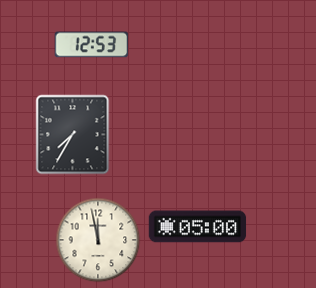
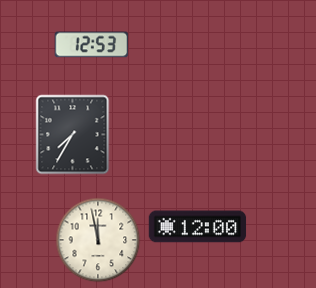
clock at (198, 227): 05:00 -> 12:00
